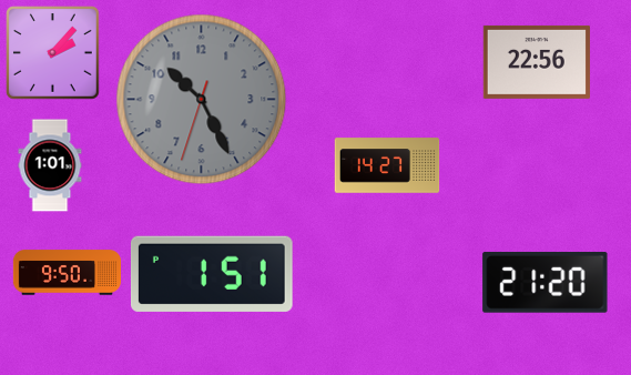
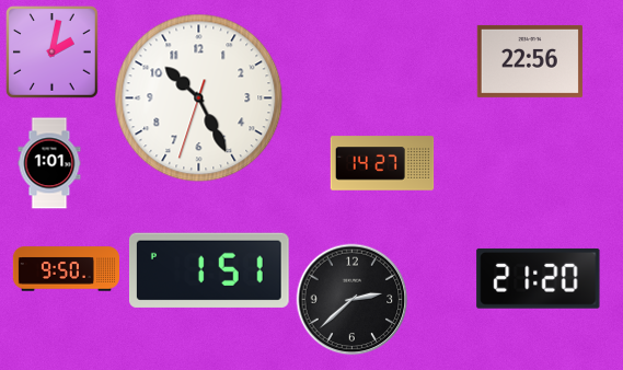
clock at (53, 53): 2:07 -> 2:02
clock at (202, 100) dial: grey -> white
clock at (353, 300): none -> 2:38
